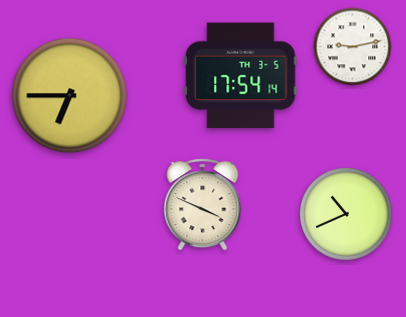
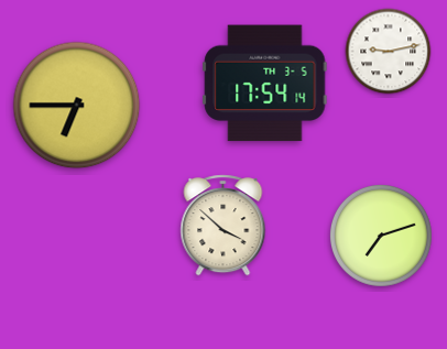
clock at (203, 205): 3:49 -> 3:52
clock at (346, 214): 10:41 -> 7:12
